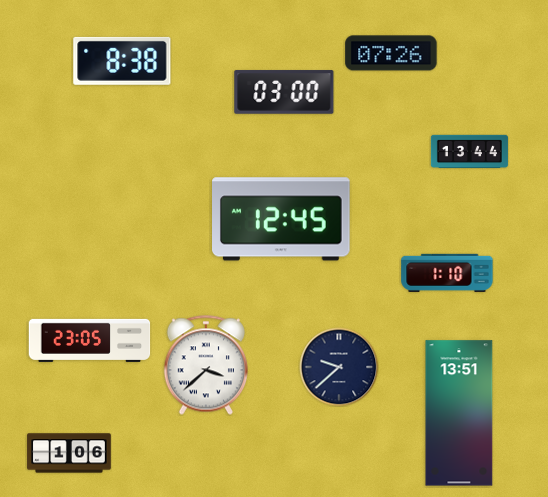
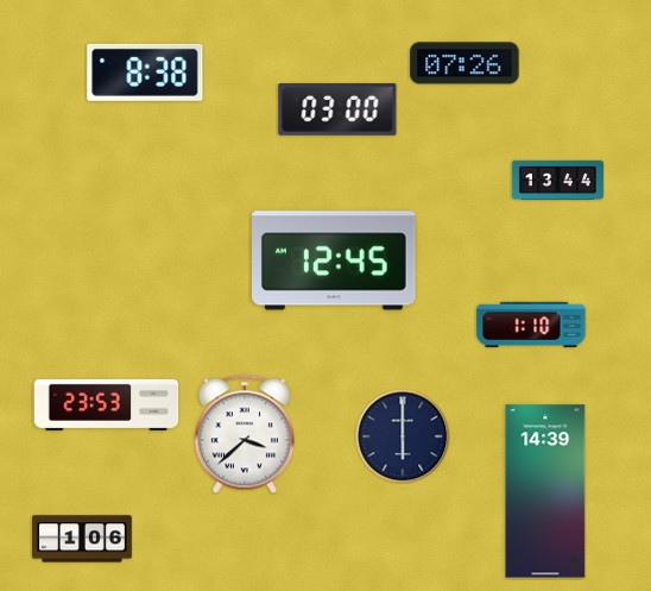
clock at (90, 340): 23:05 -> 23:53
clock at (339, 367): 9:38 -> 6:00
clock at (459, 413): 13:51 -> 14:39
